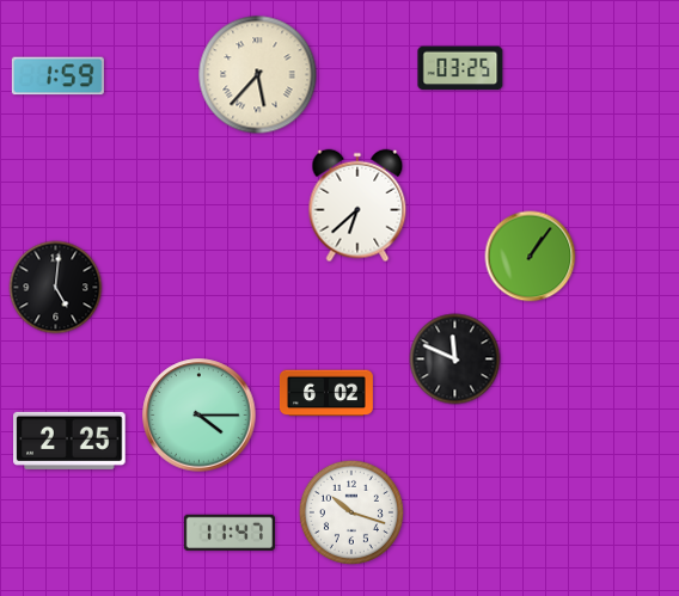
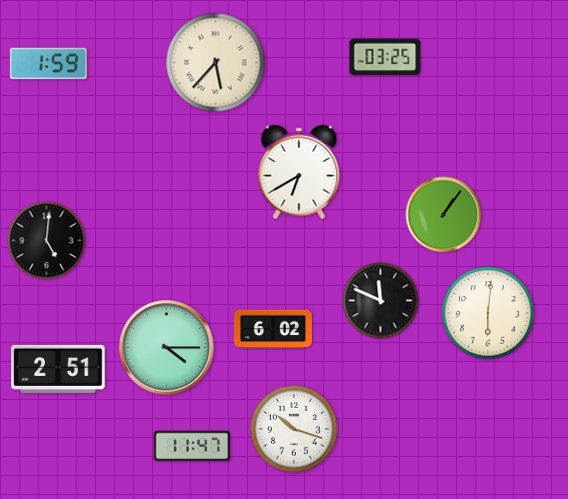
clock at (357, 205): 6:38 -> 6:40
clock at (488, 313): none -> 6:01
clock at (69, 441): 2:25 -> 2:51
